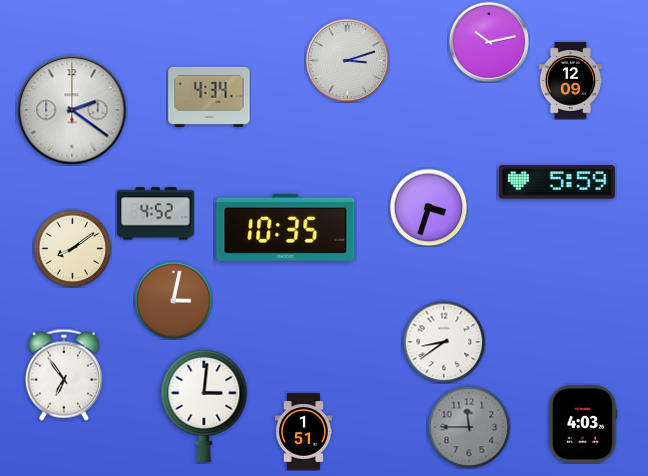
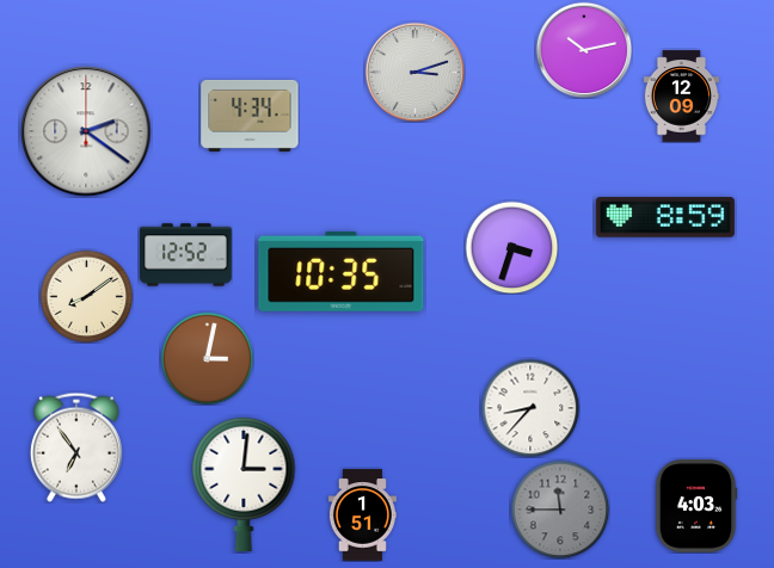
clock at (557, 182): 5:59 -> 8:59
clock at (156, 214): 4:52 -> 12:52
clock at (444, 342): 8:39 -> 8:37
